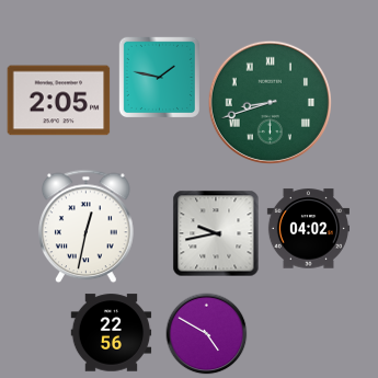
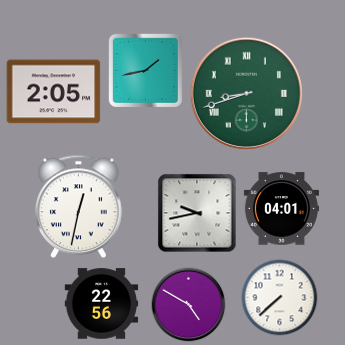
clock at (159, 77): 1:47 -> 1:43
clock at (308, 229): 04:02 -> 04:01
clock at (280, 298): none -> 7:38
